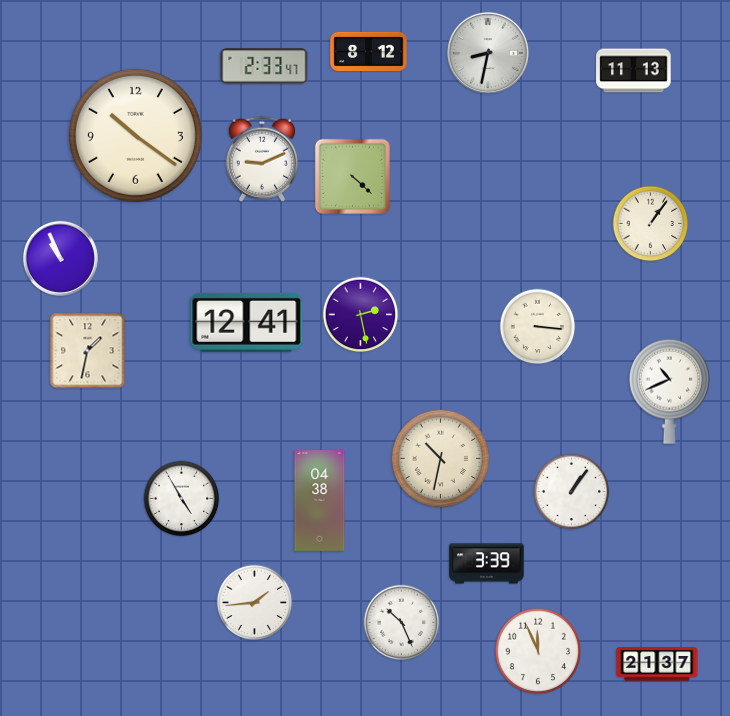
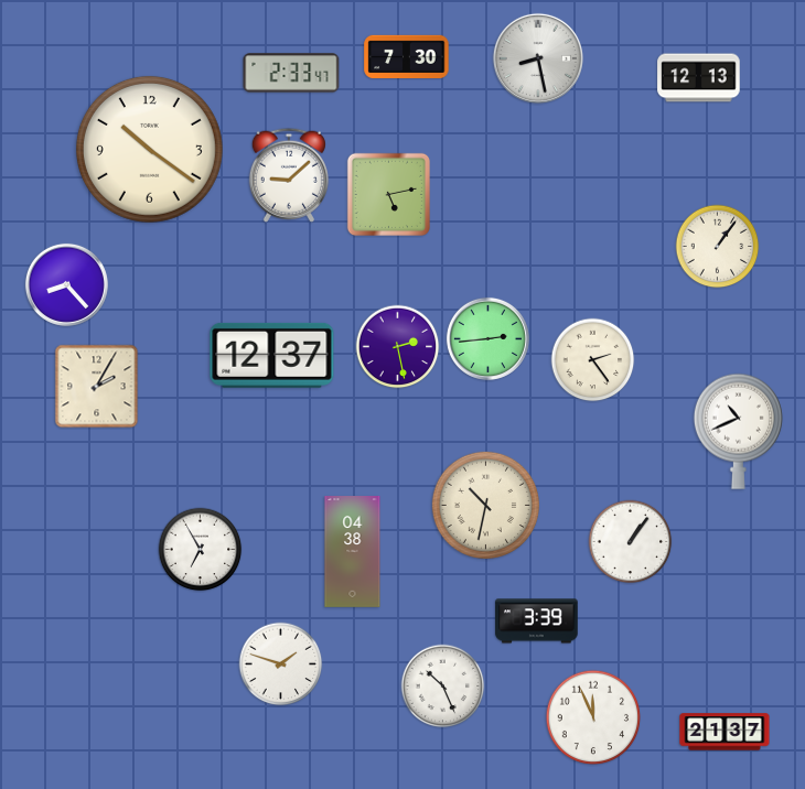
clock at (369, 51): 8:12 -> 7:30
clock at (488, 53): 8:32 -> 8:28
clock at (634, 71): 11:13 -> 12:13
clock at (262, 159): 9:11 -> 9:08
clock at (352, 176): 4:22 -> 5:13
clock at (60, 258): 10:56 -> 8:23
clock at (487, 338): none -> 2:44
clock at (247, 322): 12:41 -> 12:37
clock at (538, 327): 3:16 -> 2:24
clock at (88, 351): 1:32 -> 2:05
clock at (182, 499): 4:55 -> 6:55
clock at (255, 603): 1:44 -> 1:48
